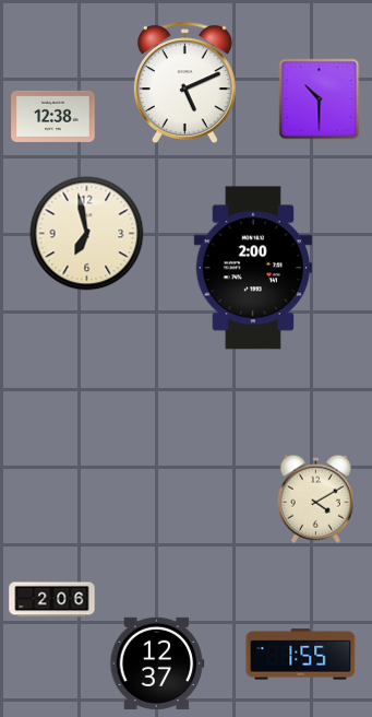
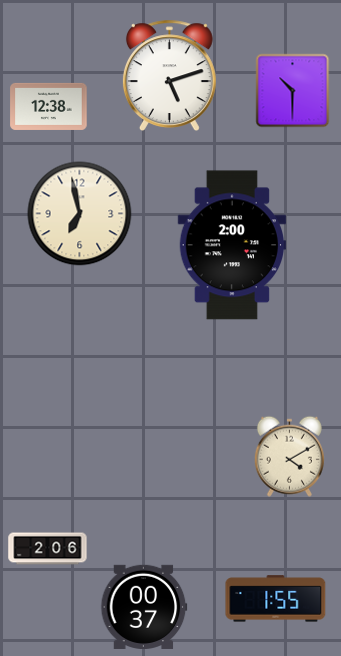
clock at (184, 82): 5:11 -> 5:12
clock at (157, 663): 12:37 -> 00:37
